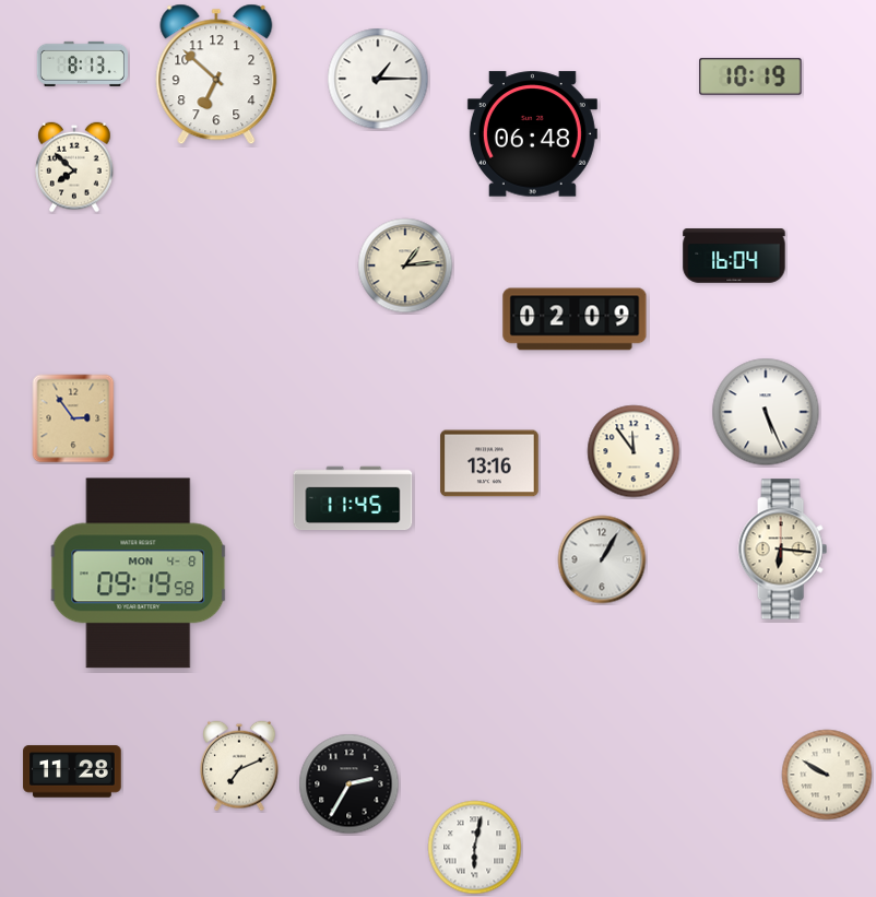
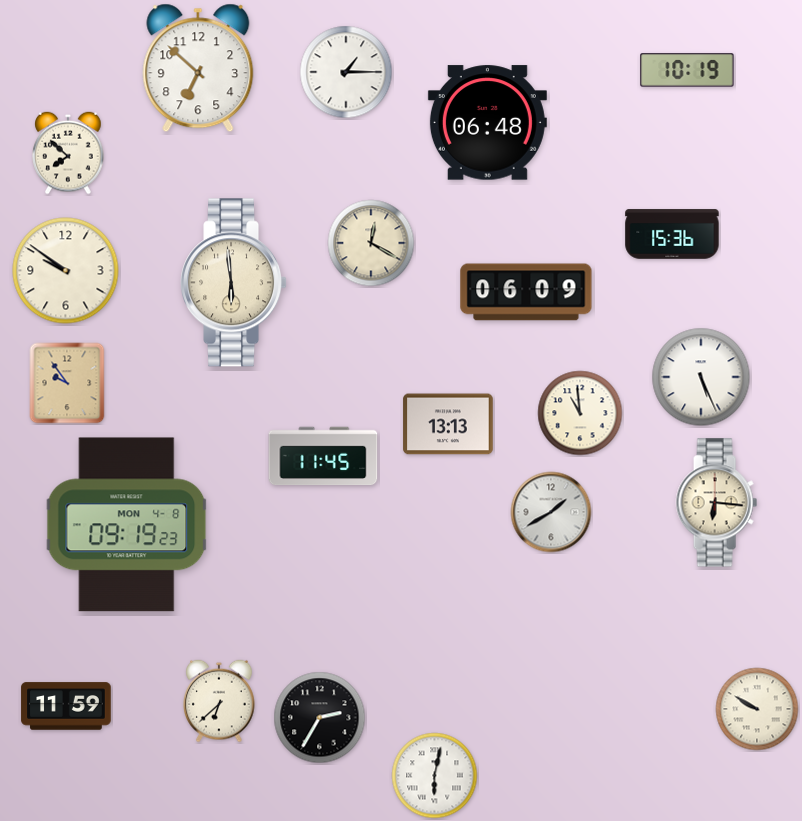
clock at (82, 63): 8:13 -> none
clock at (734, 256): 16:04 -> 15:36
clock at (405, 265): 1:14 -> 12:20
clock at (66, 271): none -> 9:51
clock at (234, 283): none -> 5:59
clock at (575, 319): 02:09 -> 06:09
clock at (73, 418): 2:54 -> 9:54
clock at (634, 451): 11:54 -> 10:59
clock at (489, 463): 13:16 -> 13:13
clock at (602, 559): 1:05 -> 1:40
clock at (139, 574): 09:19:58 -> 09:19:23
clock at (239, 766): 7:11 -> 6:38
clock at (72, 771): 11:28 -> 11:59
